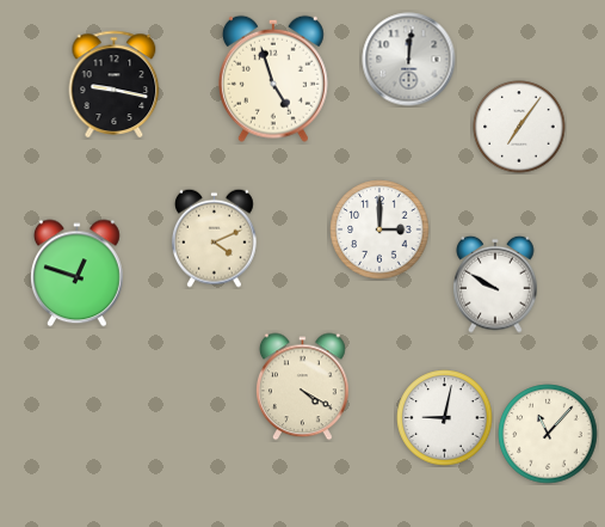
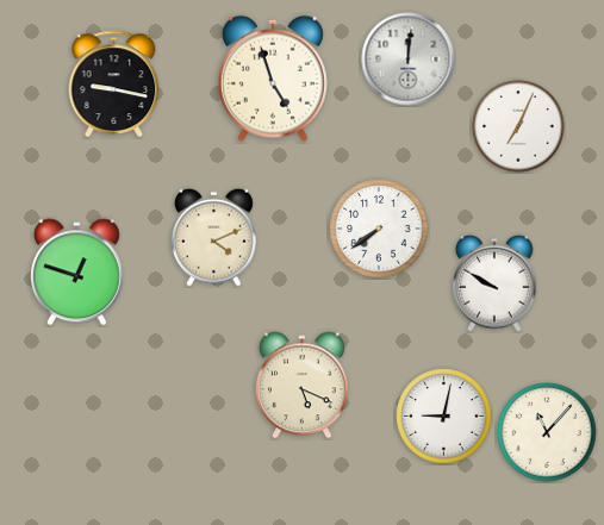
clock at (519, 127): 7:06 -> 7:04
clock at (379, 229): 3:00 -> 7:39
clock at (303, 387): 4:20 -> 5:19
